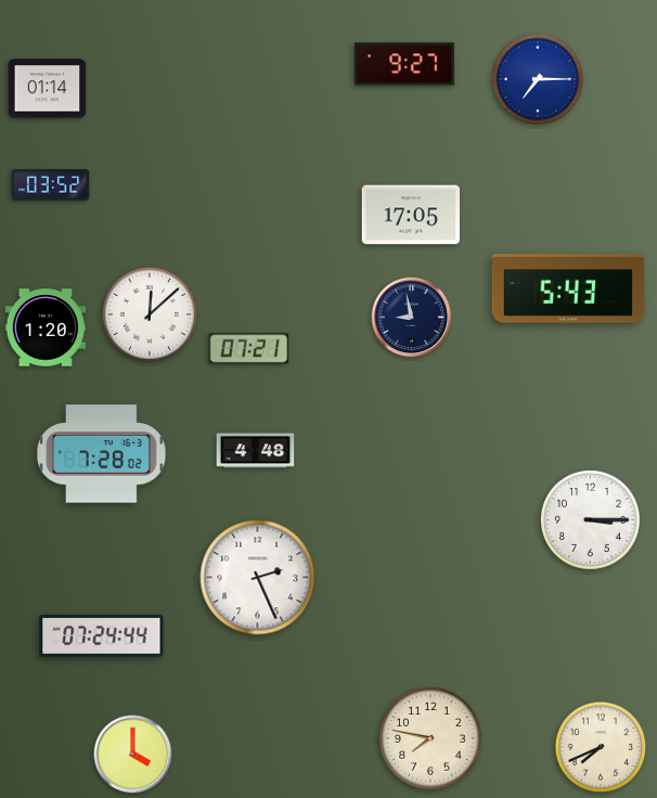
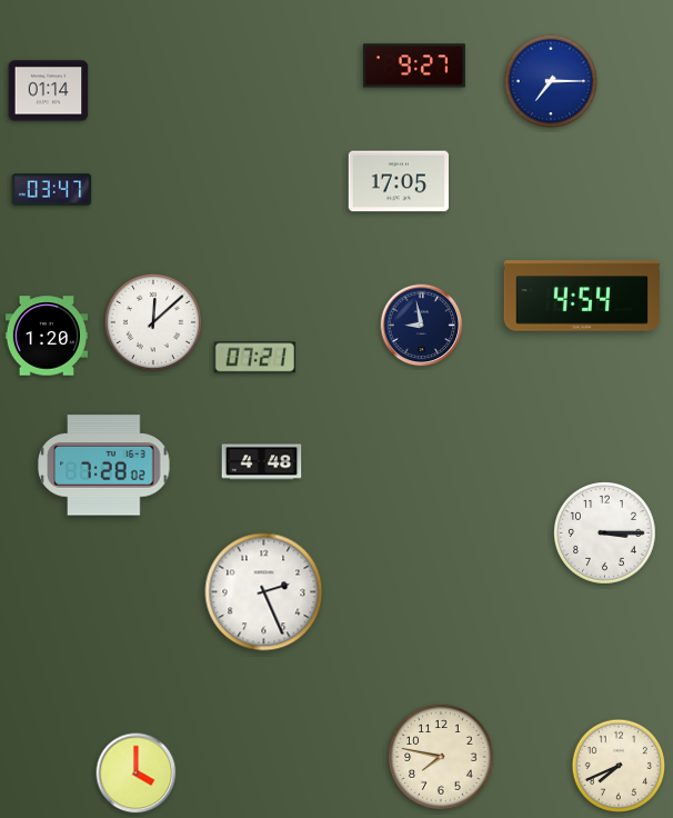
clock at (51, 185): 03:52 -> 03:47
clock at (410, 215) position: (410, 215) -> (398, 181)
clock at (568, 288): 5:43 -> 4:54
clock at (102, 635): 07:24 -> none
clock at (601, 747) position: (601, 747) -> (619, 766)
